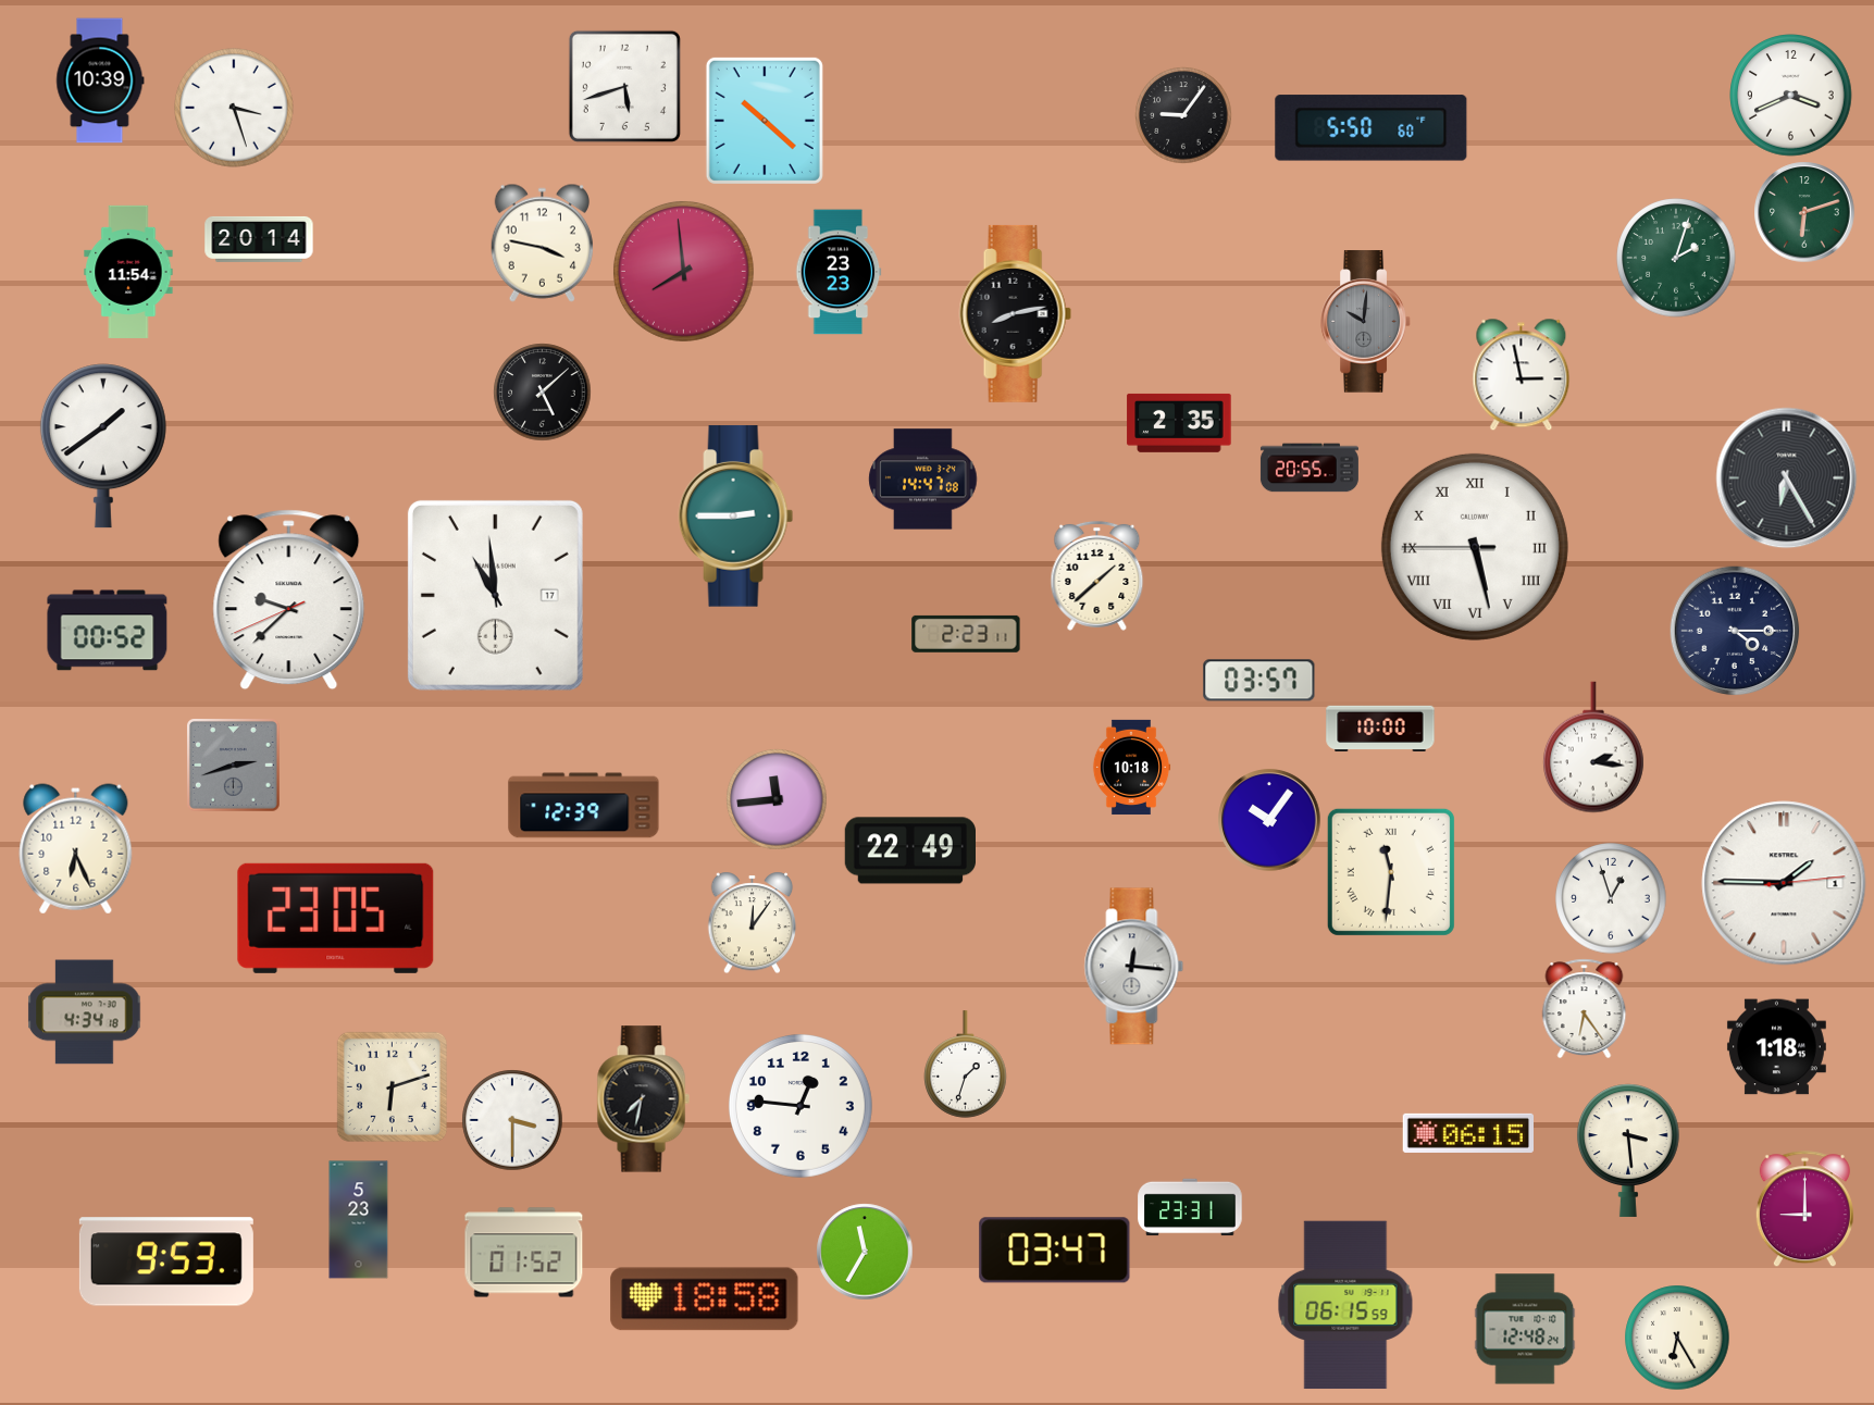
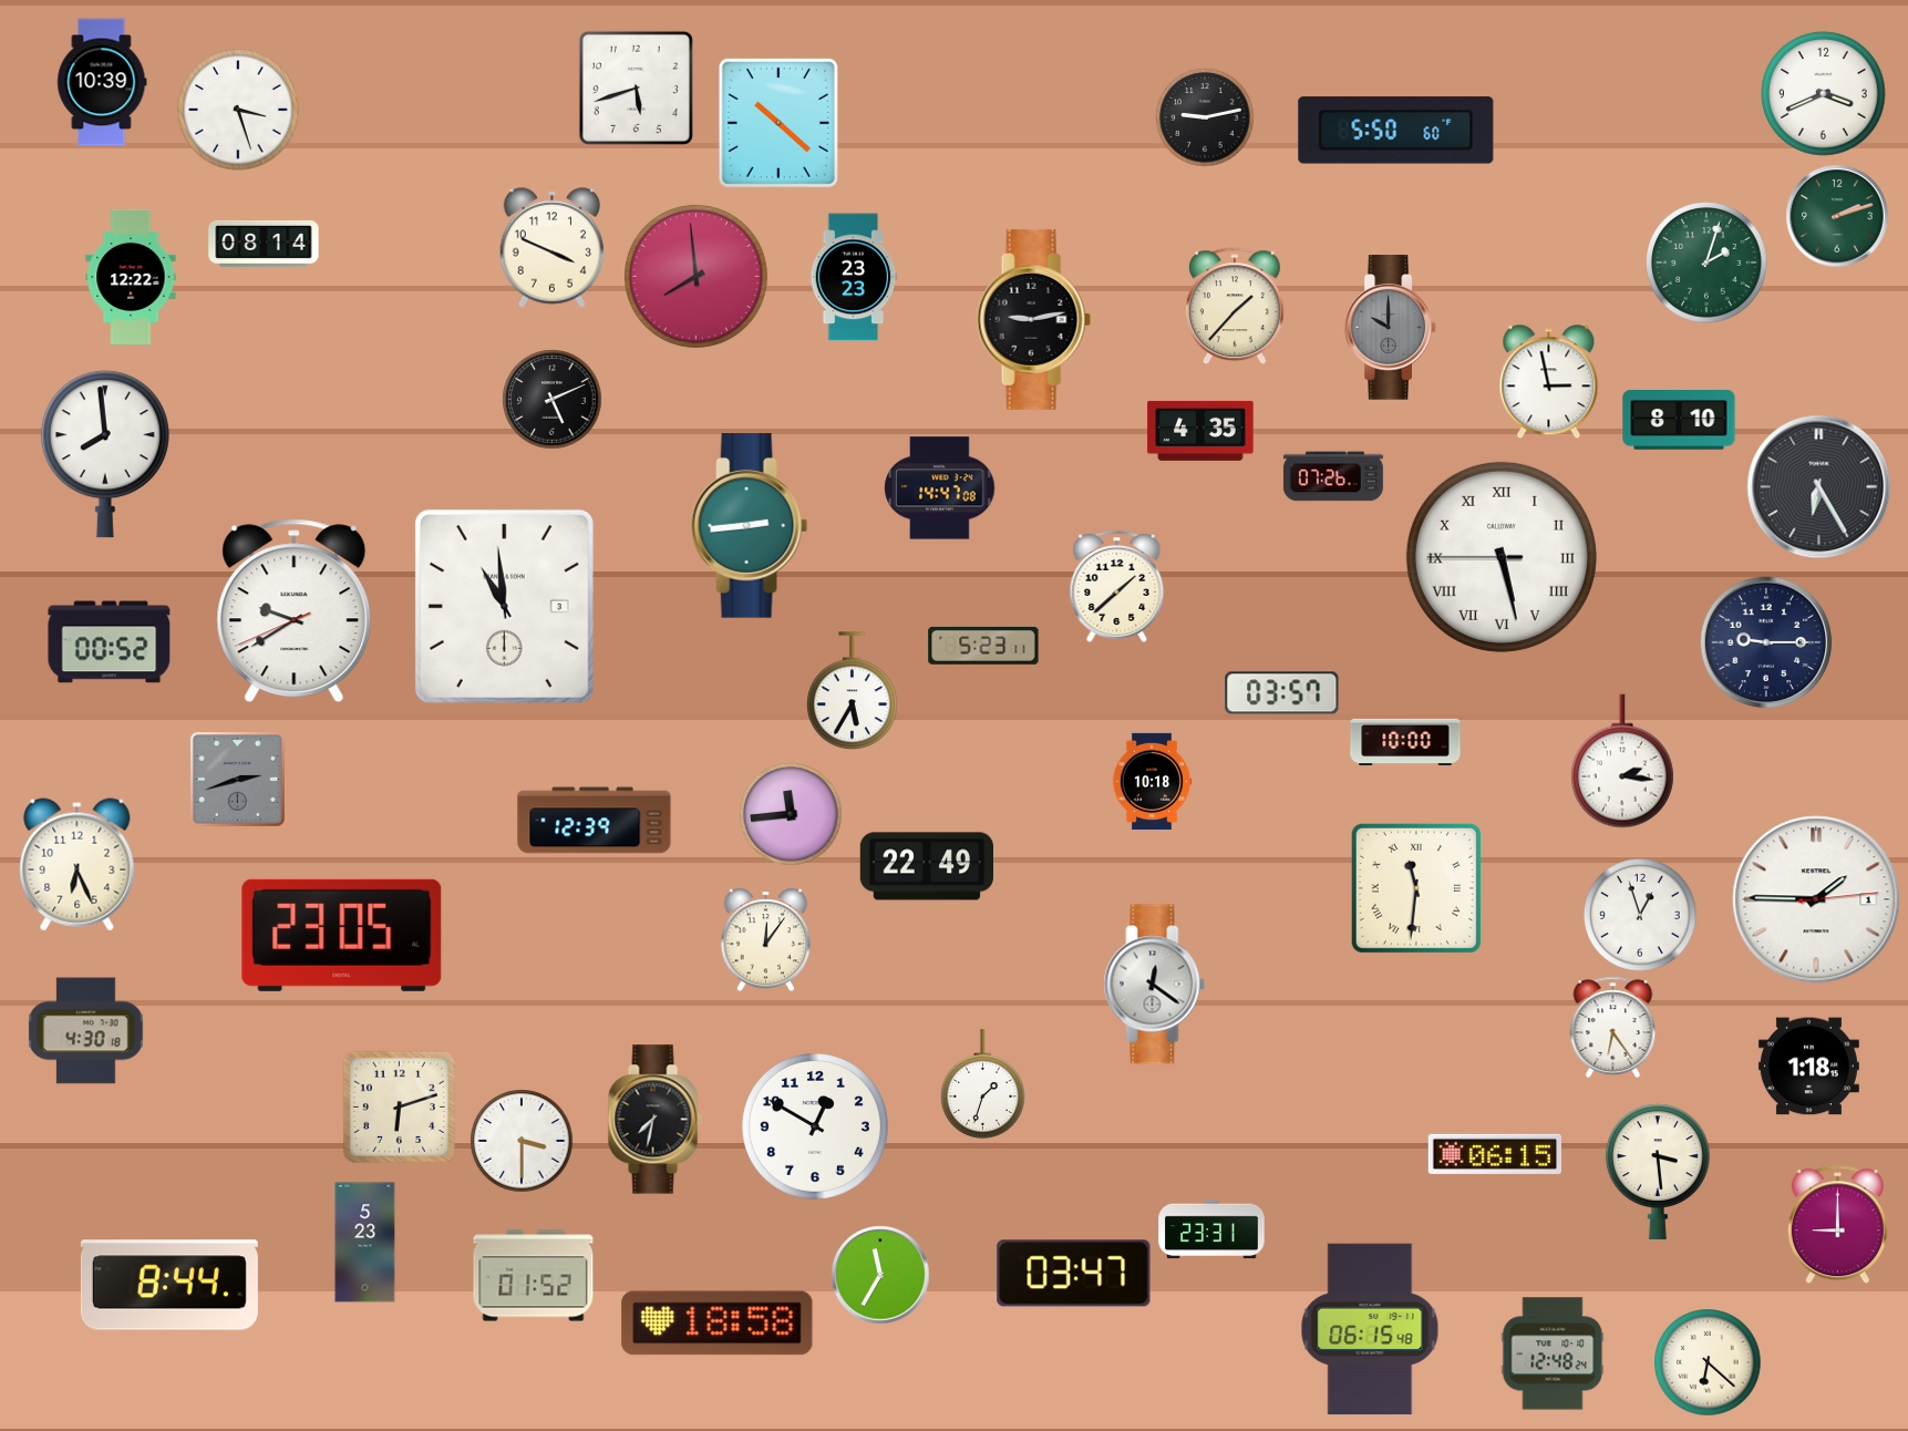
clock at (1791, 96) position: (1791, 96) -> (1824, 94)
clock at (1183, 115): 9:06 -> 9:13
clock at (1804, 212): 6:12 -> 2:12
clock at (259, 239): 20:14 -> 08:14
clock at (542, 243): 3:47 -> 3:49
clock at (128, 272): 11:54 -> 12:22
clock at (1235, 307): none -> 1:37
clock at (1015, 313): 8:13 -> 9:13
clock at (1366, 322): 10:01 -> 10:00
clock at (543, 393): 5:08 -> 5:11
clock at (1679, 421): none -> 8:10
clock at (1179, 423): 2:35 -> 4:35
clock at (103, 446): 1:39 -> 7:59
clock at (1310, 468): 20:55 -> 07:26
clock at (736, 517): 2:45 -> 2:44
clock at (495, 595) date: 17 -> 3
clock at (289, 600): 9:37 -> 9:39
clock at (1735, 631): 4:15 -> 9:15
clock at (966, 634): 2:23 -> 5:23
clock at (853, 691): none -> 5:35
clock at (1269, 820): 10:06 -> none
clock at (1134, 967): 12:16 -> 12:21
clock at (85, 1012): 4:34 -> 4:30
clock at (801, 1106): 12:46 -> 12:50
clock at (1804, 1209) position: (1804, 1209) -> (1837, 1225)
clock at (166, 1261): 9:53 -> 8:44
clock at (1345, 1305): 06:15:59 -> 06:15:48
clock at (1677, 1338): 6:25 -> 6:22
